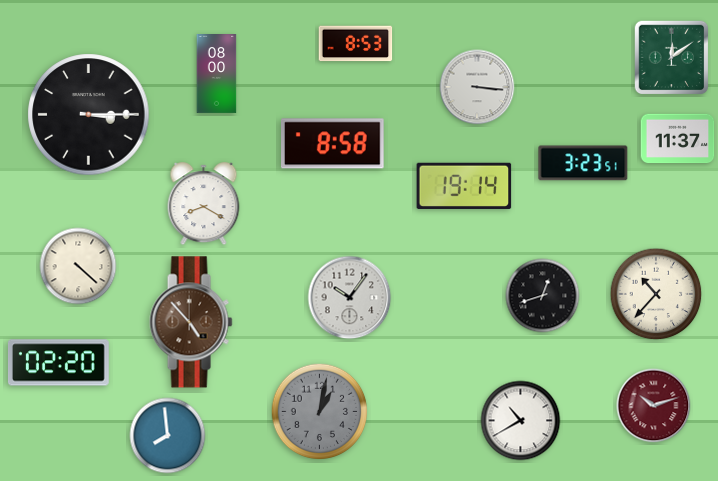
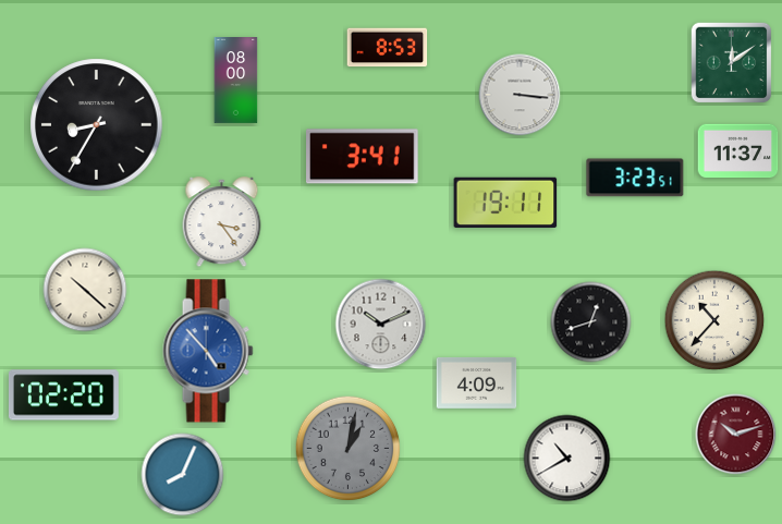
clock at (89, 115): 3:15 -> 8:35
clock at (333, 144): 8:58 -> 3:41
clock at (464, 186): 19:14 -> 19:11
clock at (204, 204): 8:20 -> 3:24
clock at (78, 266): 4:22 -> 10:22
clock at (350, 298): 10:06 -> 10:11
clock at (191, 322) dial: brown -> blue
clock at (477, 382): none -> 4:09
clock at (654, 406) position: (654, 406) -> (736, 435)
clock at (168, 436): 7:59 -> 8:04
